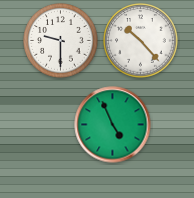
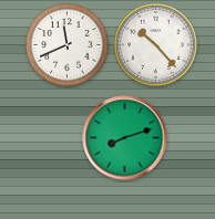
clock at (61, 41): 9:30 -> 11:41
clock at (113, 125): 4:56 -> 8:12
